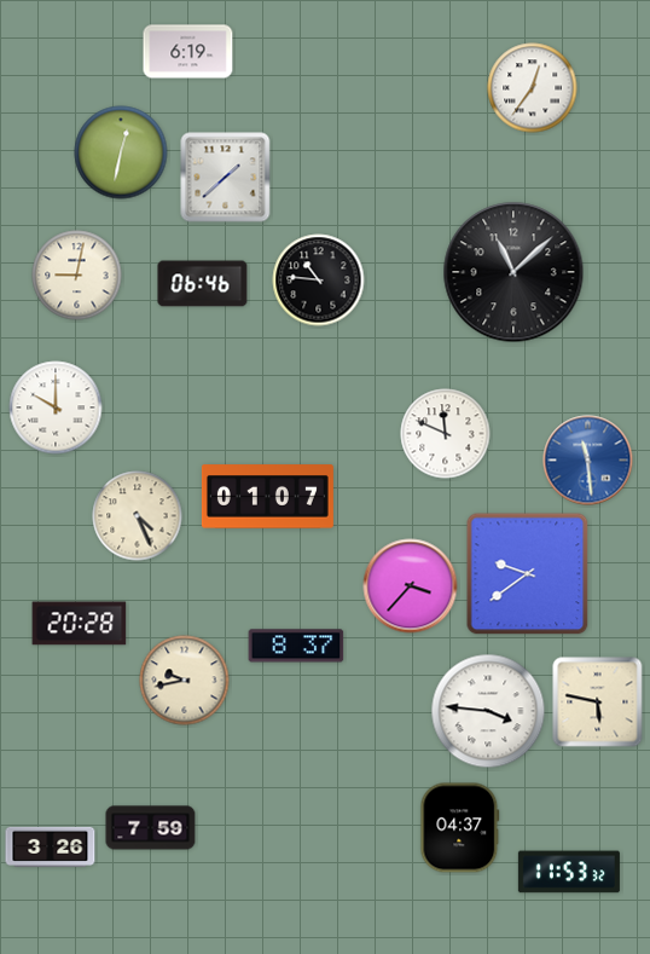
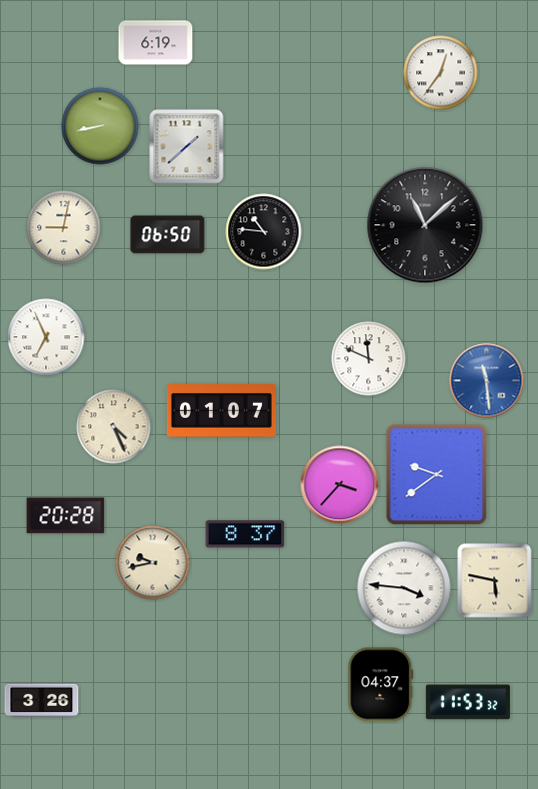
clock at (121, 152): 12:32 -> 8:43
clock at (203, 284): 06:46 -> 06:50
clock at (56, 407): 10:00 -> 6:56
clock at (151, 828): 7:59 -> none
clock at (569, 872) position: (569, 872) -> (468, 702)
